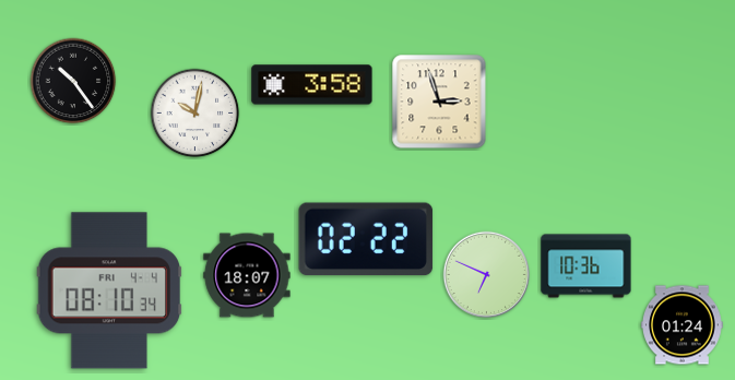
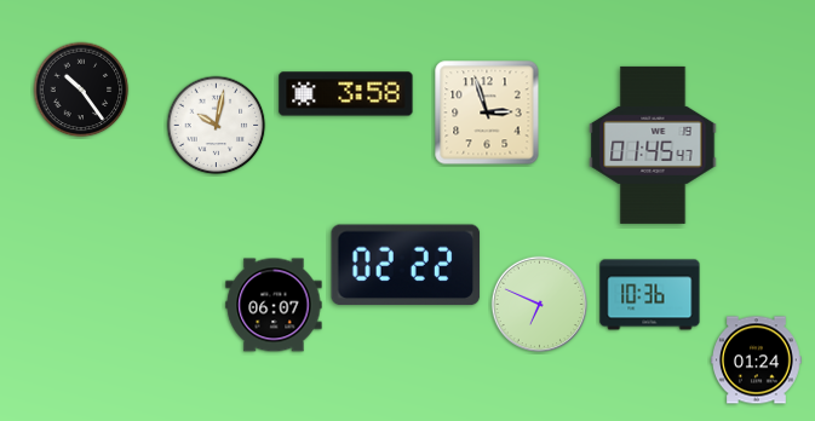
clock at (653, 145): none -> 01:45
clock at (247, 275): 18:07 -> 06:07
clock at (109, 290): 08:10 -> none
